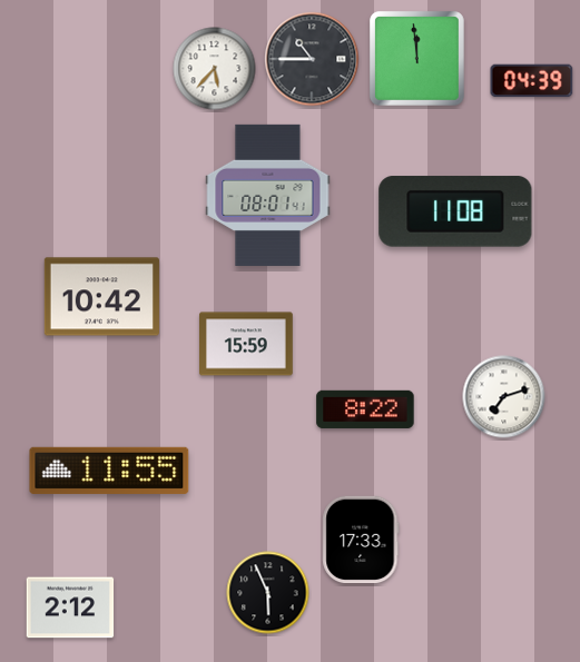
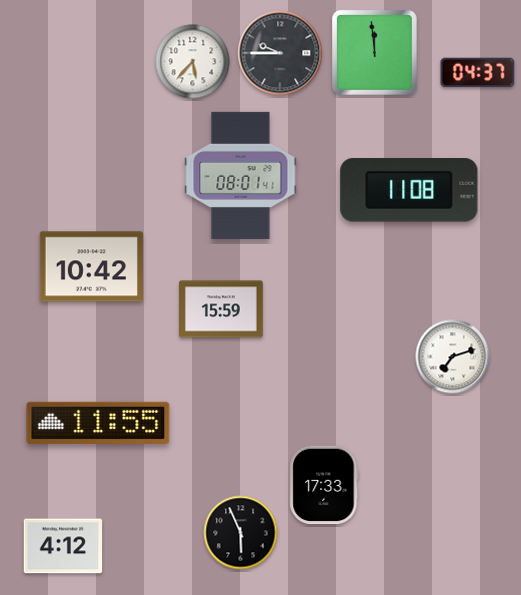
clock at (312, 59): 10:45 -> 9:45
clock at (532, 81): 04:39 -> 04:37
clock at (365, 408): 8:22 -> none
clock at (70, 607): 2:12 -> 4:12
